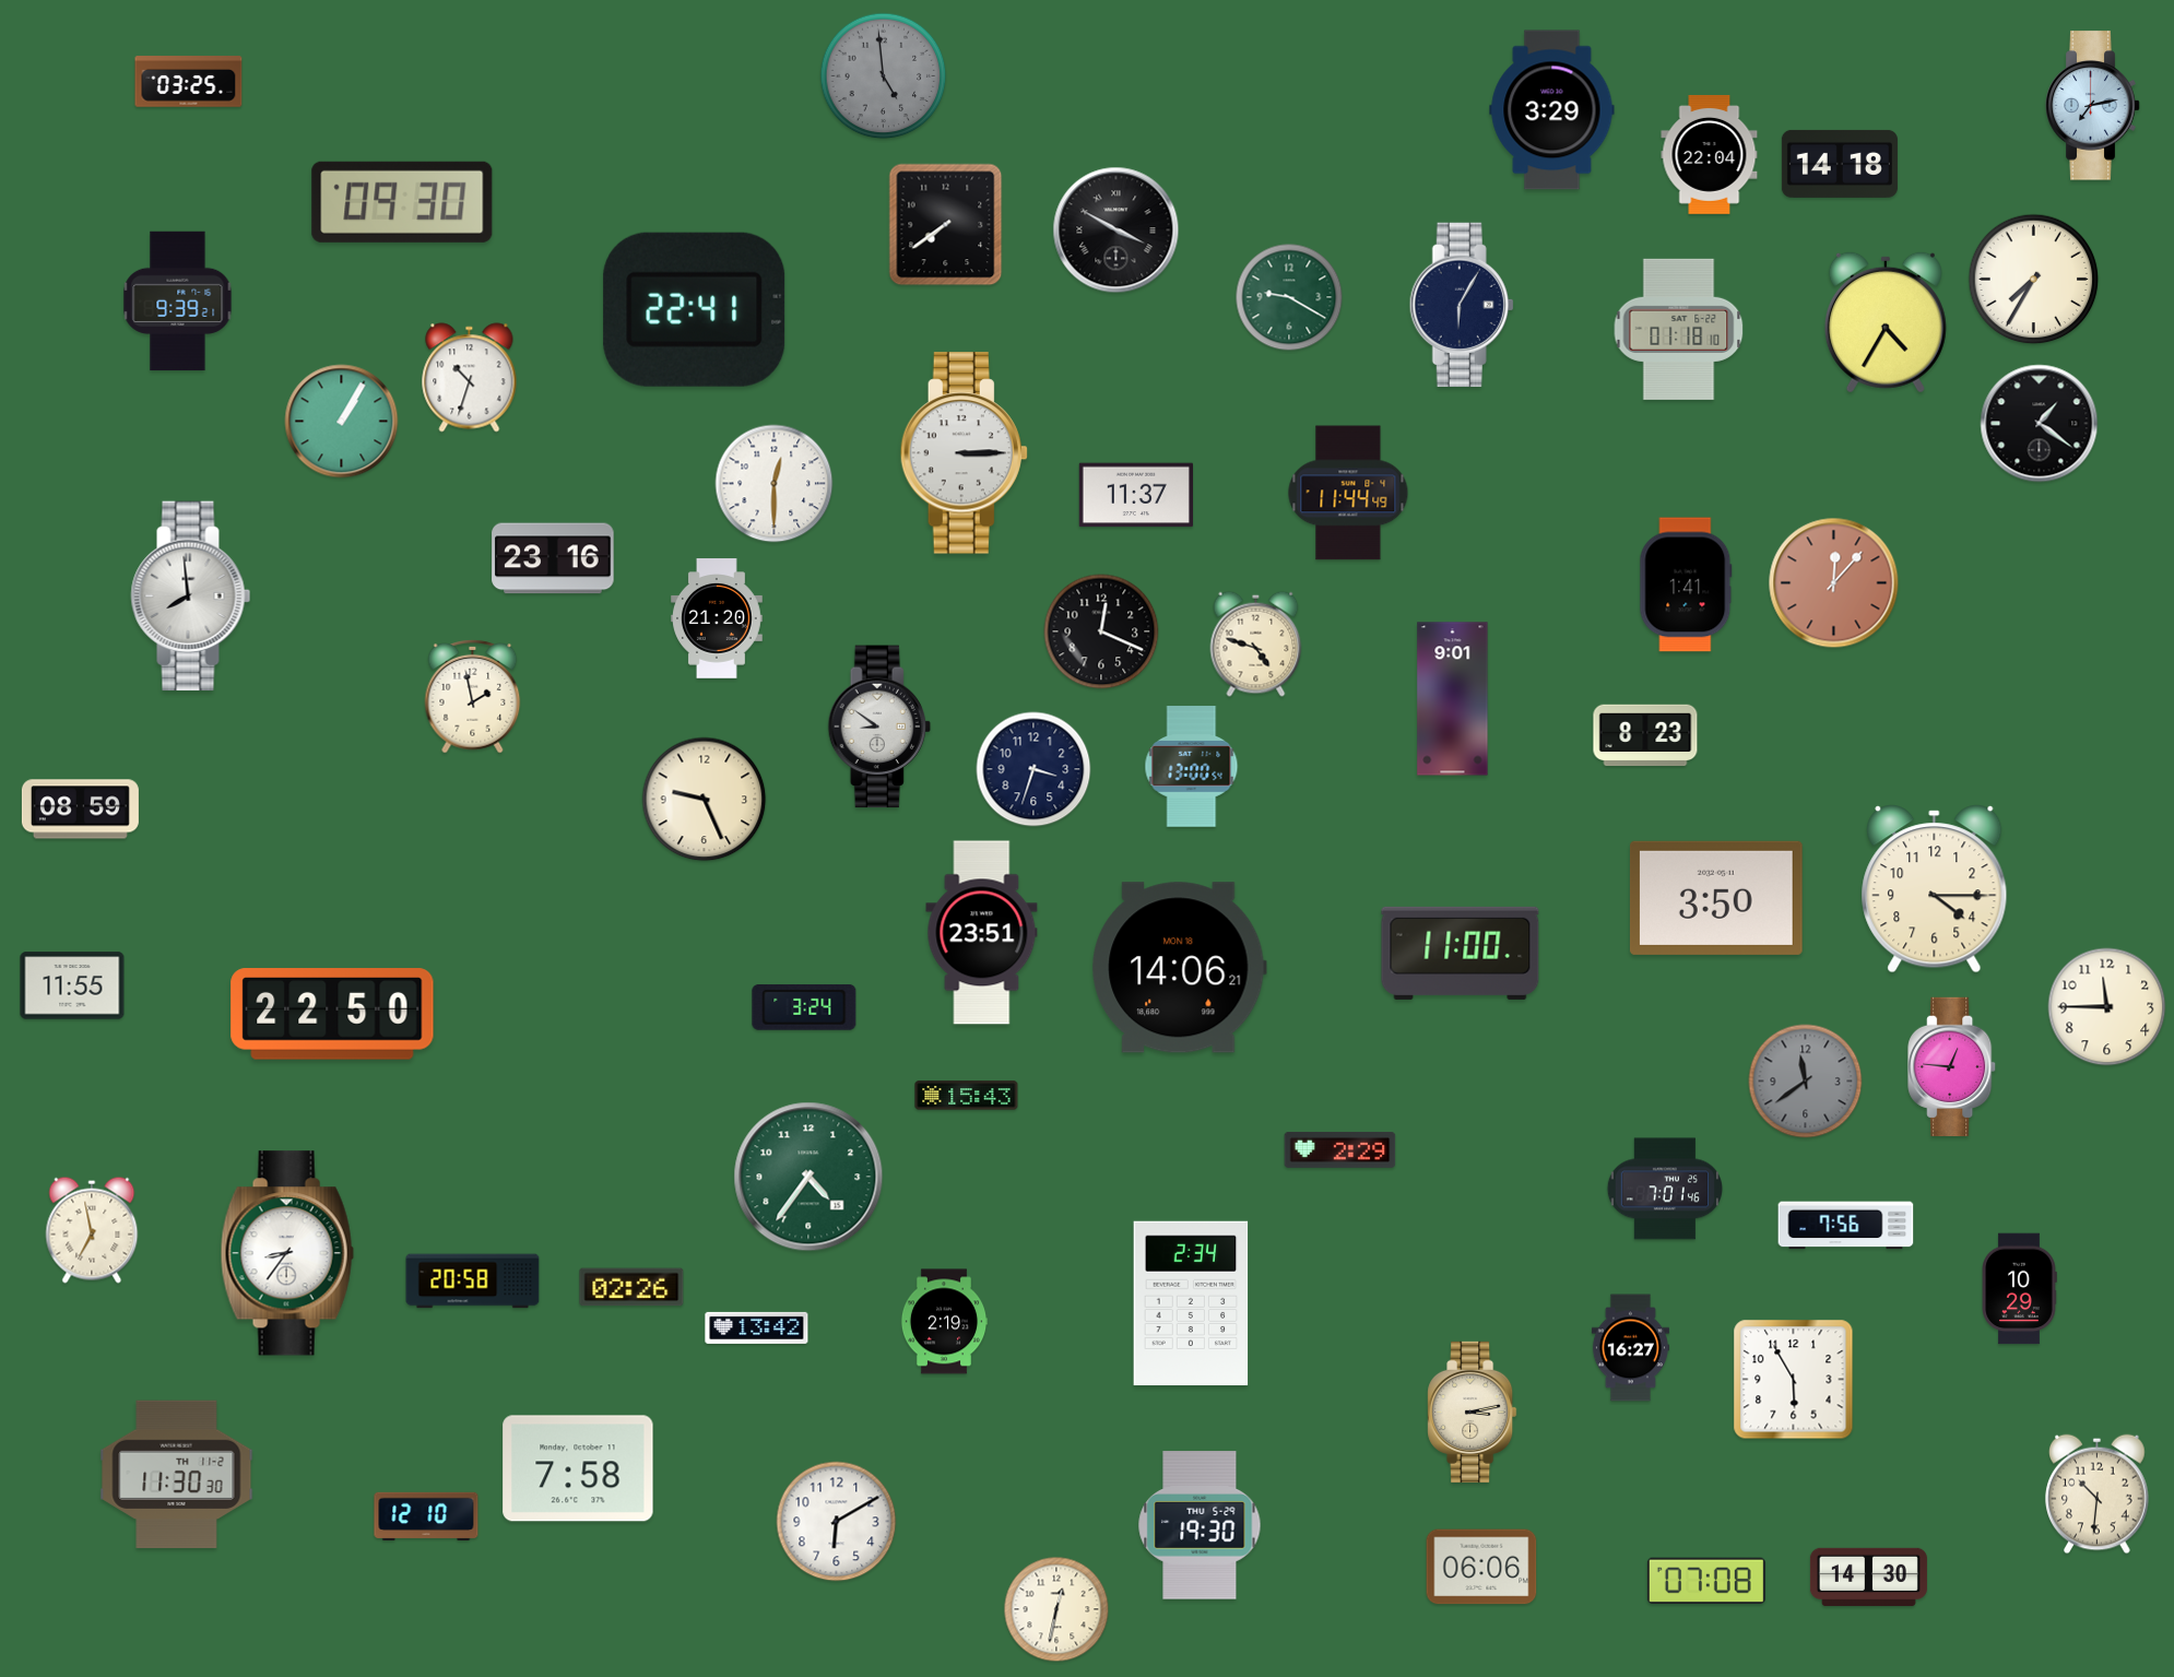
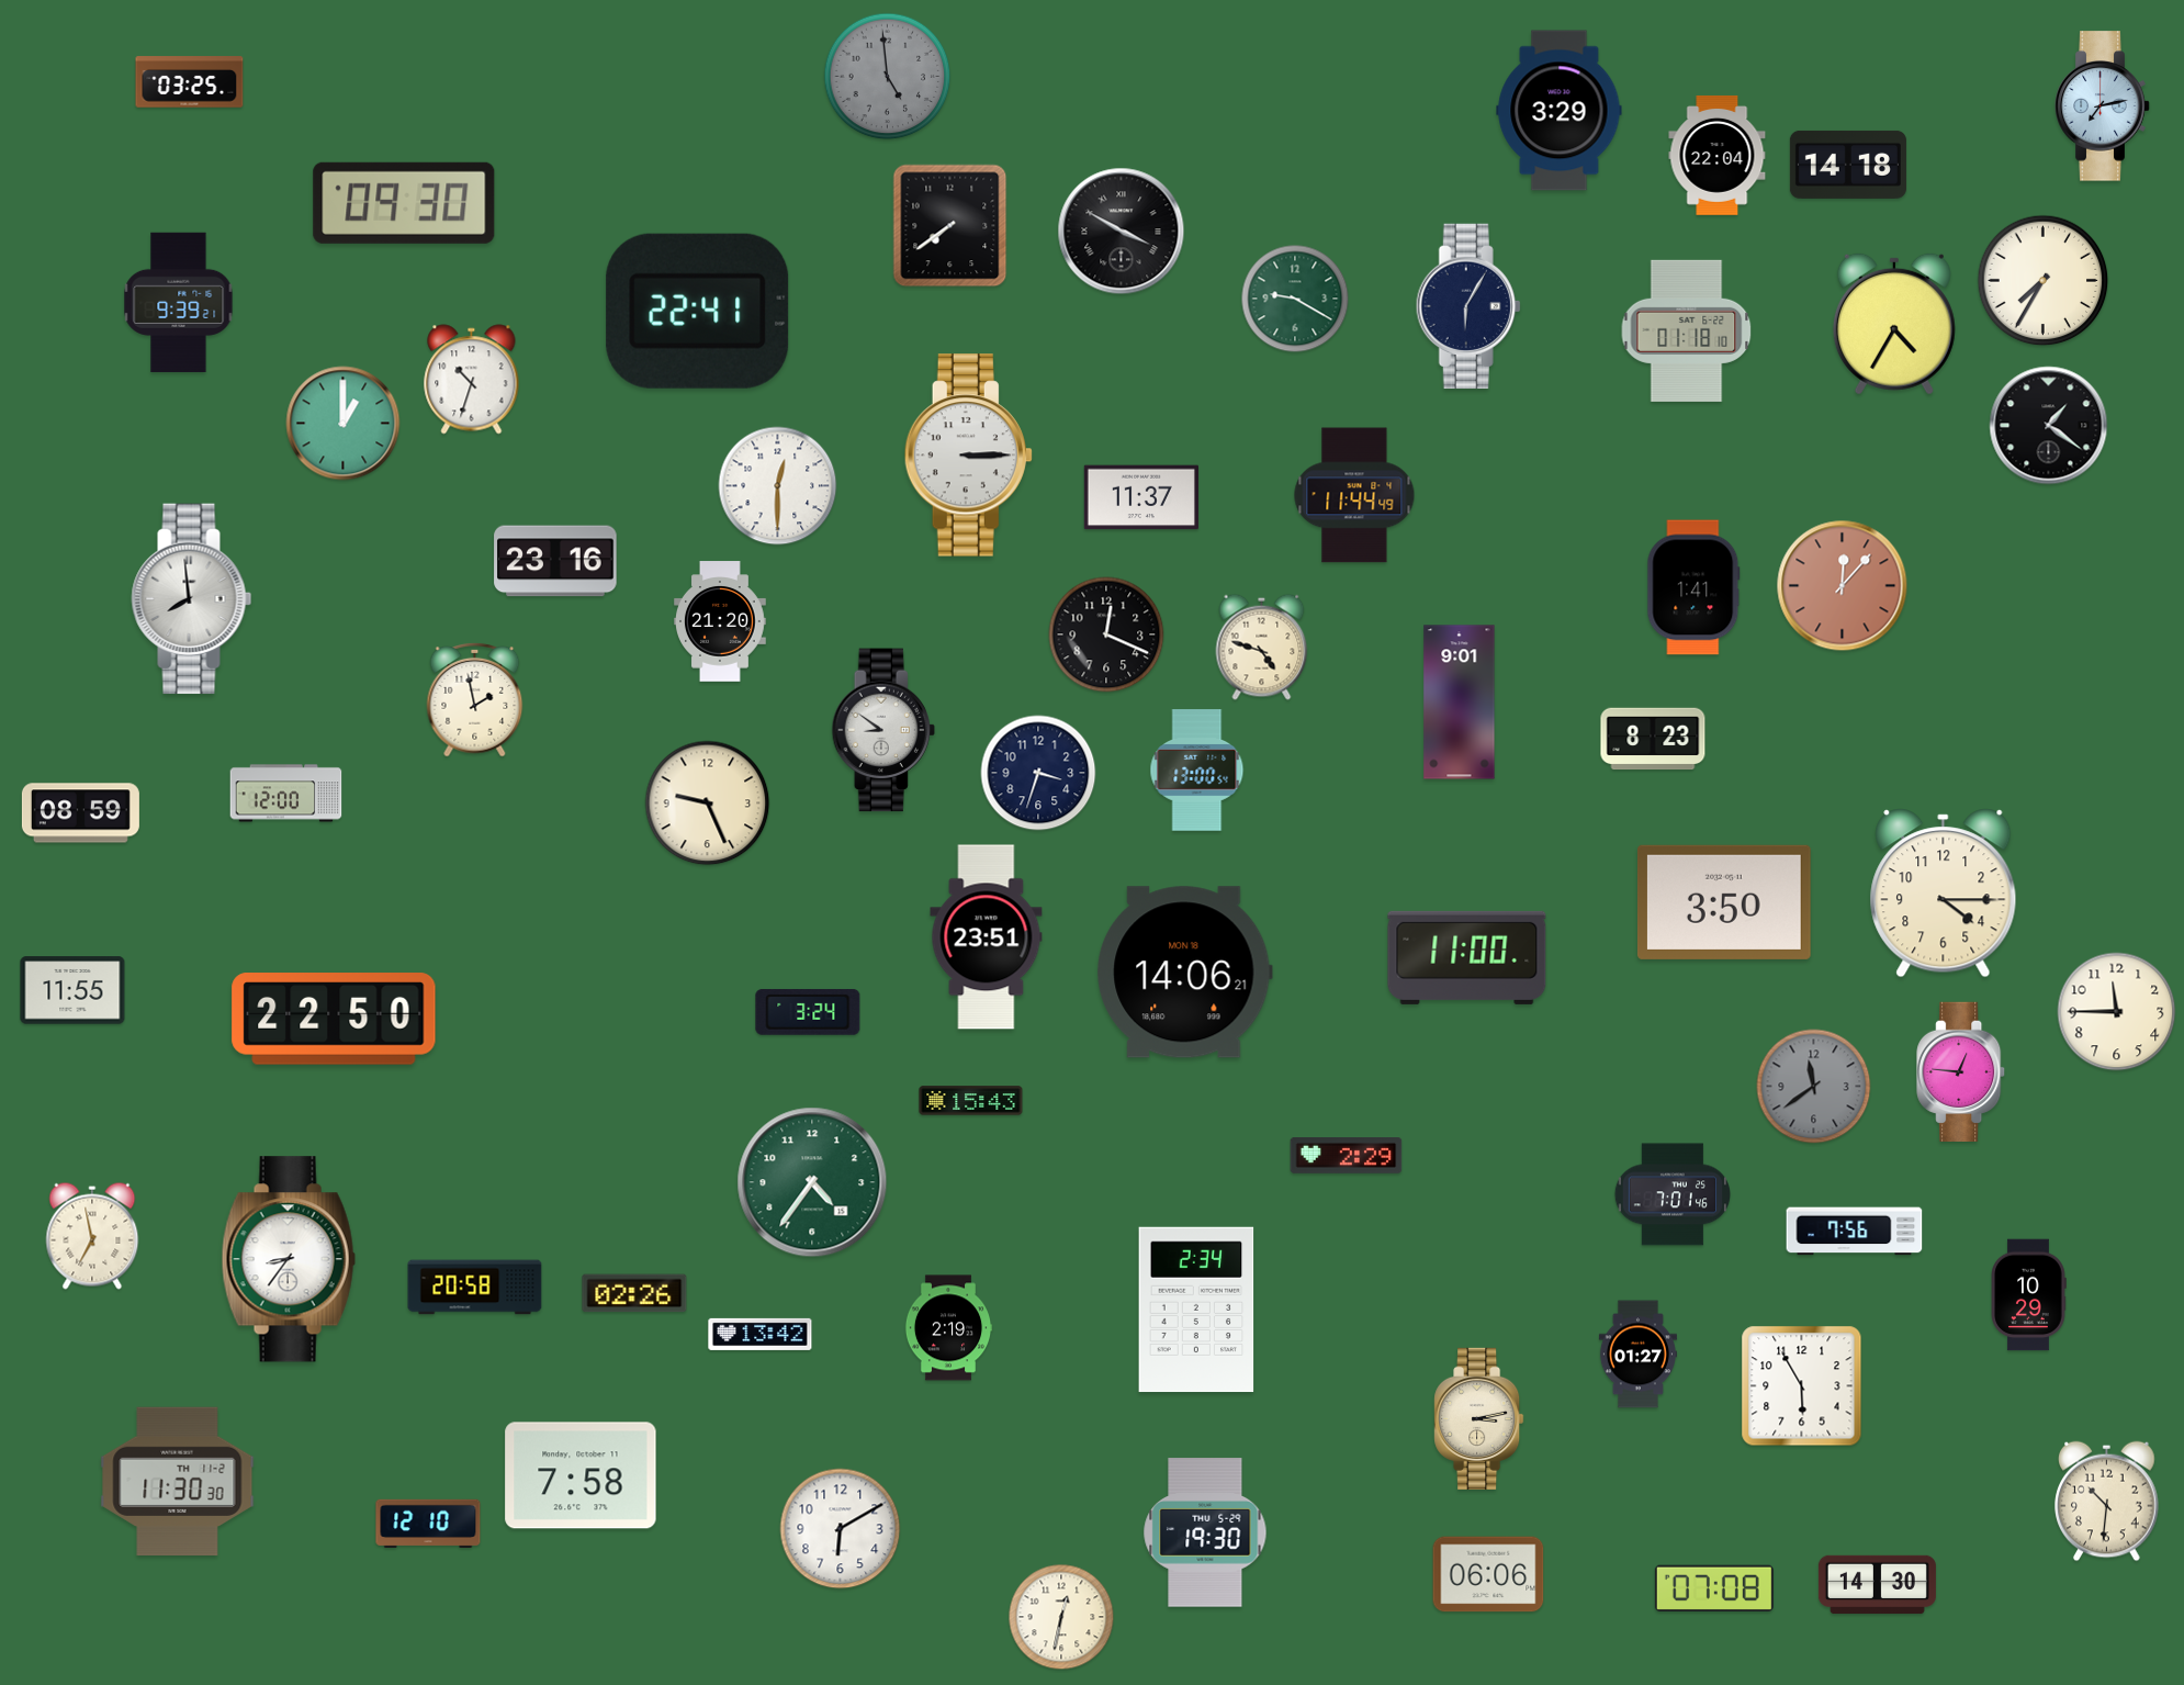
clock at (342, 422): 1:05 -> 1:00
clock at (286, 794): none -> 12:00
clock at (1630, 1348): 16:27 -> 01:27
